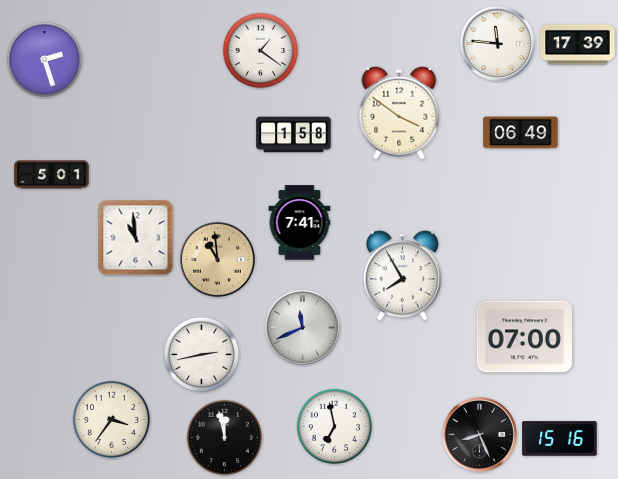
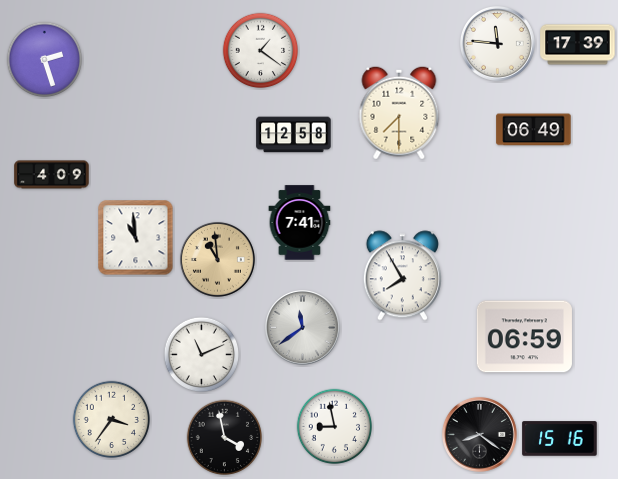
clock at (399, 113): 3:51 -> 7:30
clock at (521, 133) position: (521, 133) -> (534, 130)
clock at (294, 135): 1:58 -> 12:58
clock at (52, 175): 5:01 -> 4:09
clock at (302, 327): 11:41 -> 11:39
clock at (524, 337): 07:00 -> 06:59
clock at (202, 355): 2:43 -> 11:11
clock at (335, 427): 6:58 -> 8:58
clock at (479, 434): 8:26 -> 8:21
clock at (225, 438): 11:58 -> 3:58
